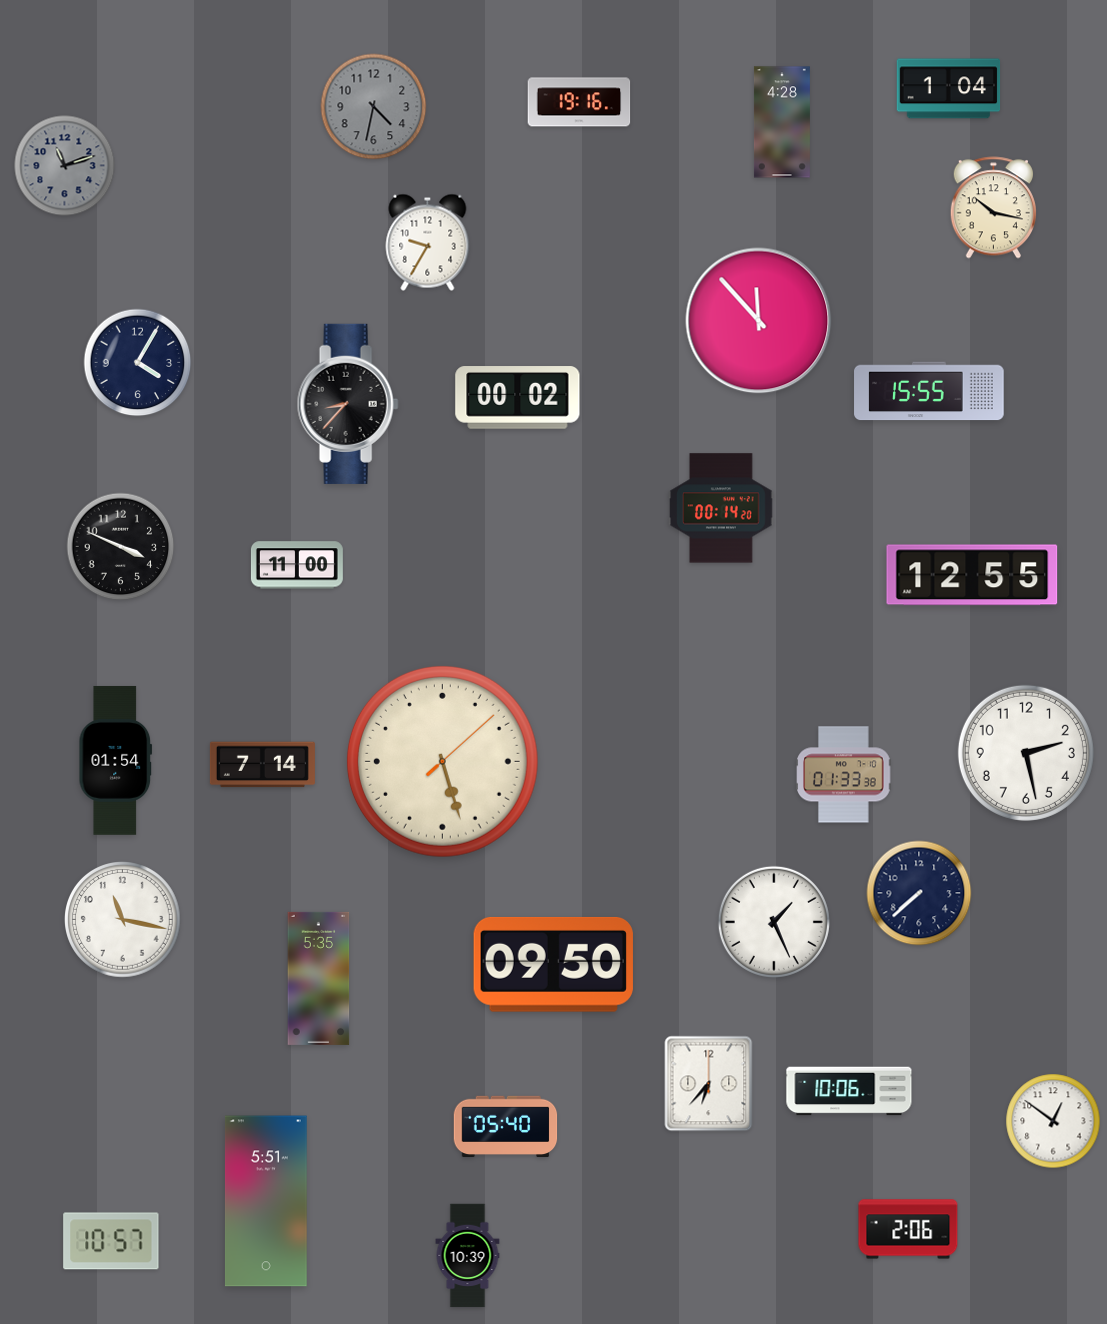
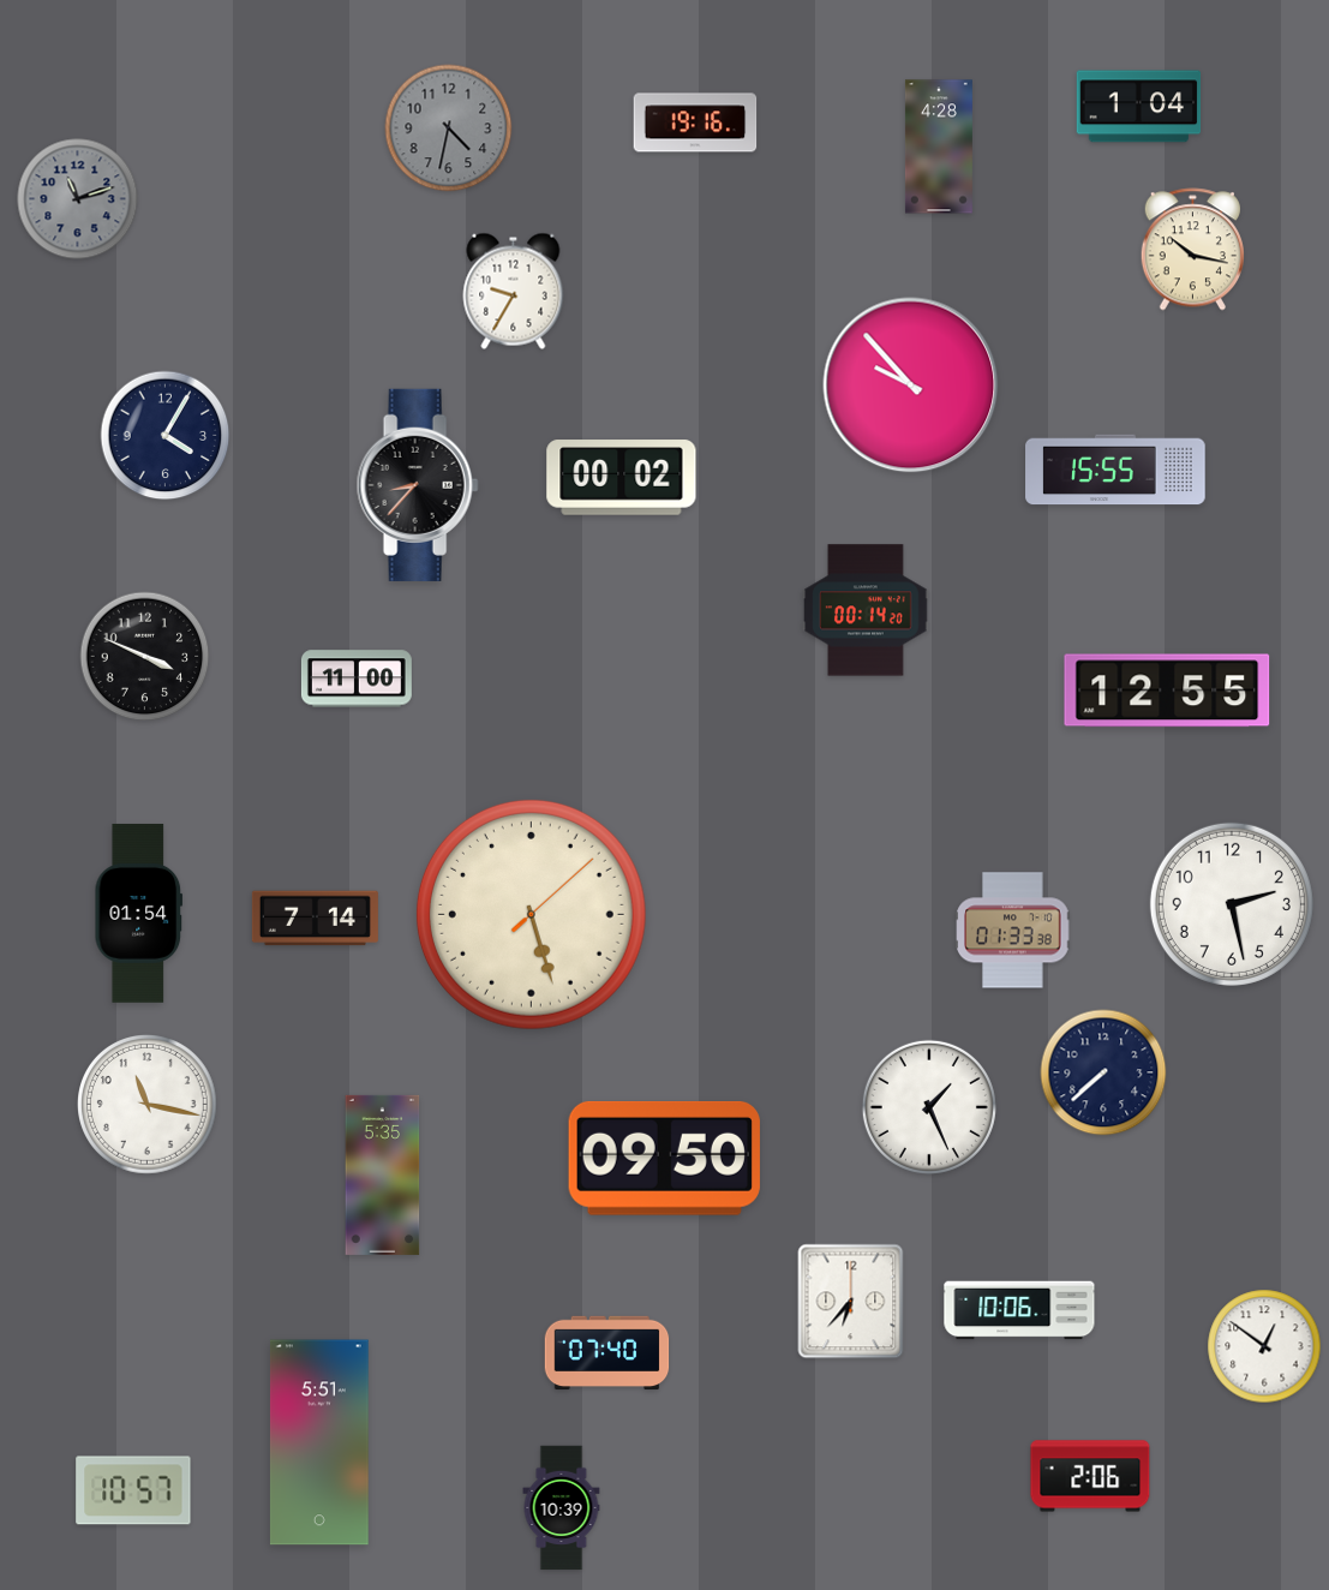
clock at (759, 321): 11:53 -> 9:53
clock at (506, 1127): 05:40 -> 07:40
